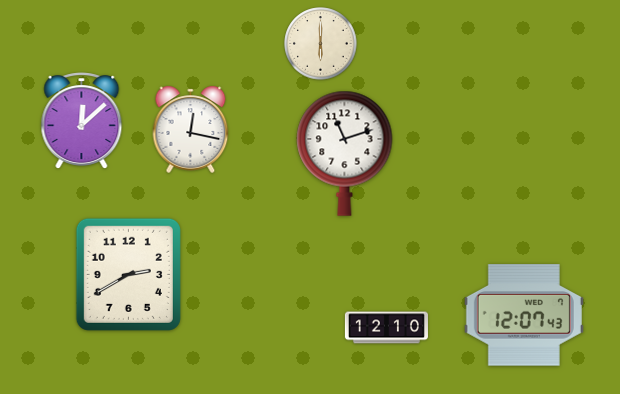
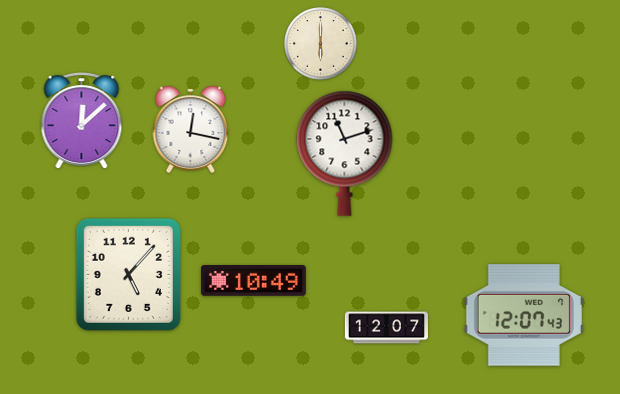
clock at (128, 274): 2:40 -> 5:07
clock at (254, 281): none -> 10:49
clock at (386, 328): 12:10 -> 12:07
